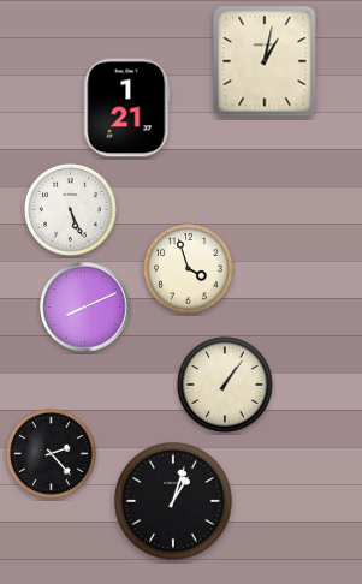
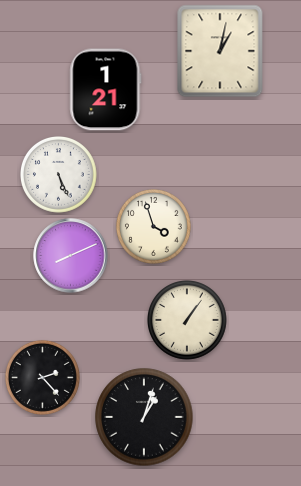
clock at (188, 268) position: (188, 268) -> (153, 226)
